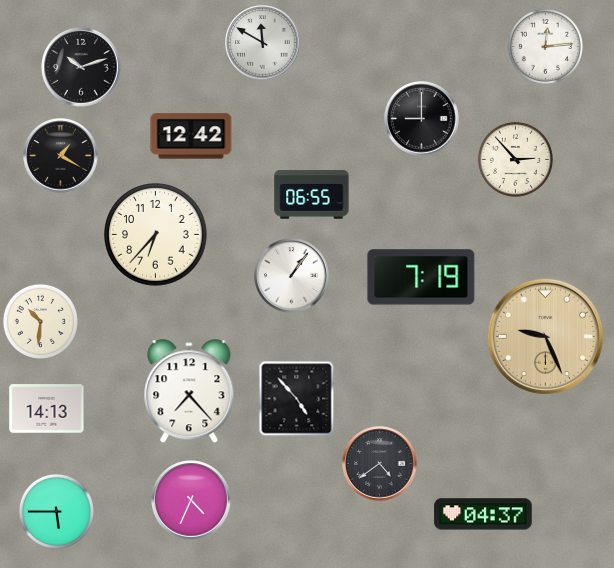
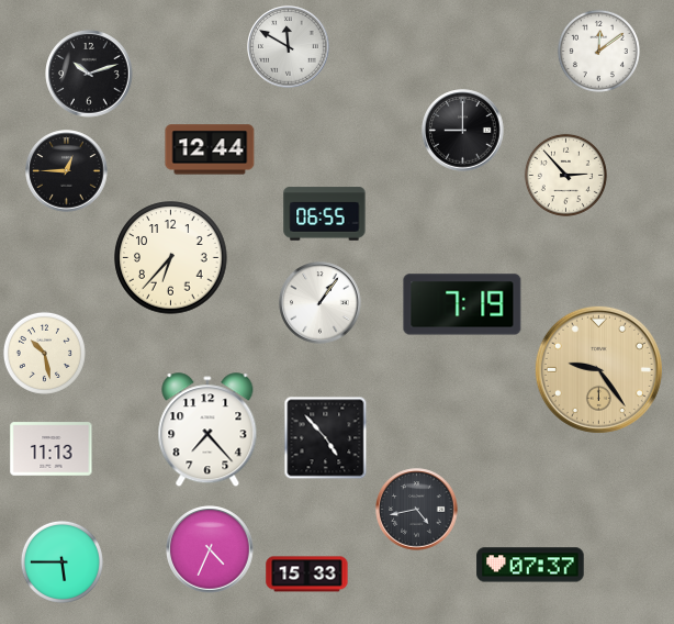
clock at (545, 46): 12:14 -> 12:09
clock at (191, 136): 12:42 -> 12:44
clock at (61, 156): 1:20 -> 12:45
clock at (312, 195) position: (312, 195) -> (325, 214)
clock at (40, 321): 10:31 -> 10:28
clock at (545, 336): 9:26 -> 9:24
clock at (47, 409): 14:13 -> 11:13
clock at (380, 464): 4:39 -> 4:43
clock at (483, 514): 04:37 -> 07:37
clock at (307, 575): none -> 15:33
